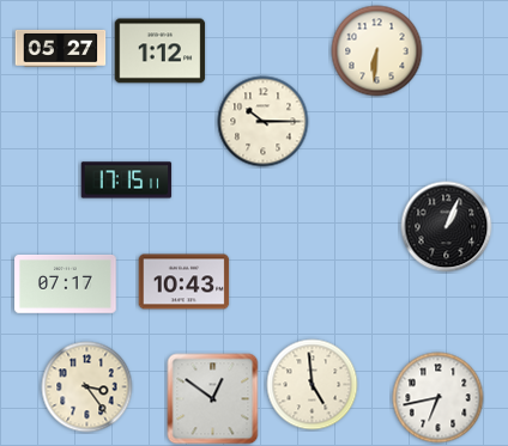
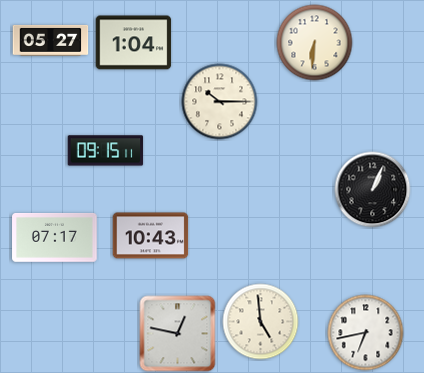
clock at (161, 51): 1:12 -> 1:04
clock at (127, 181): 17:15 -> 09:15
clock at (185, 282) position: (185, 282) -> (151, 236)
clock at (87, 387): 3:24 -> none
clock at (213, 399): 12:51 -> 12:47
